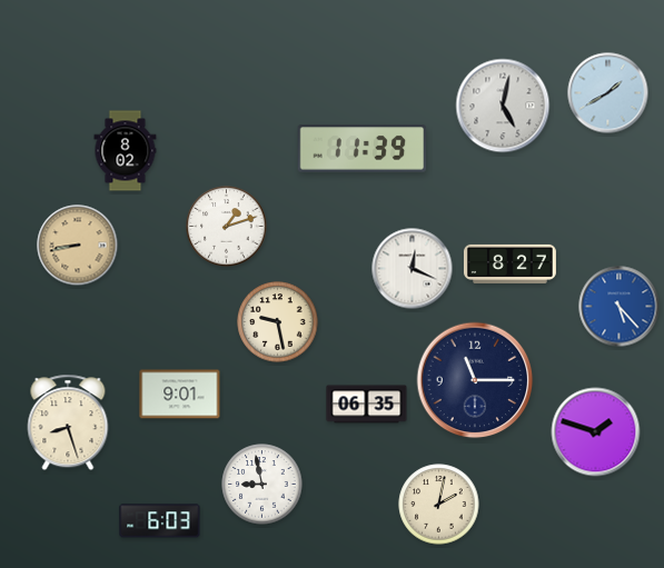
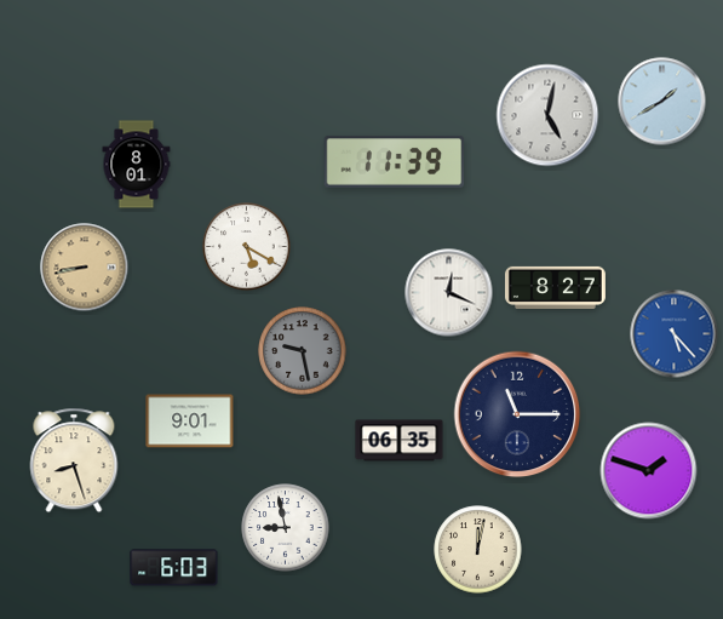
clock at (126, 151): 8:02 -> 8:01
clock at (227, 227): 1:12 -> 5:20
clock at (278, 322) dial: cream -> grey
clock at (180, 395) position: (180, 395) -> (190, 422)
clock at (439, 505): 2:02 -> 12:02
